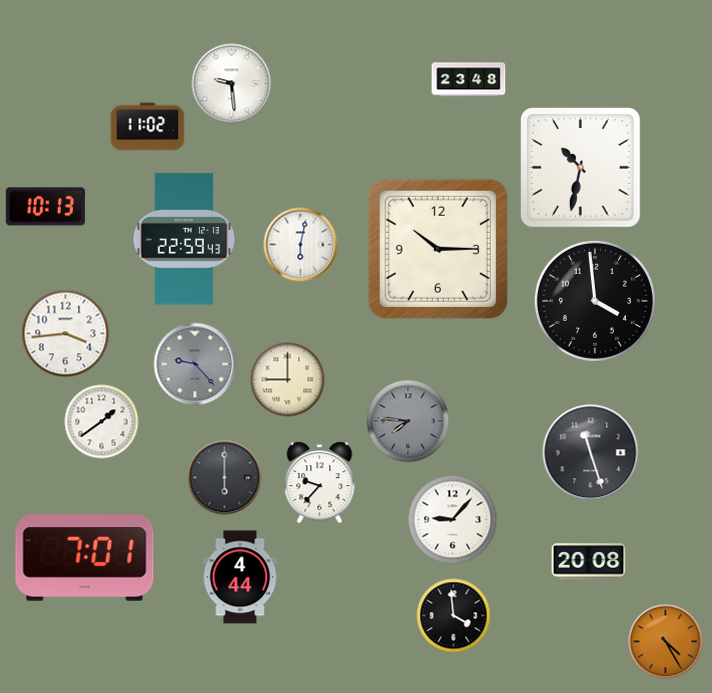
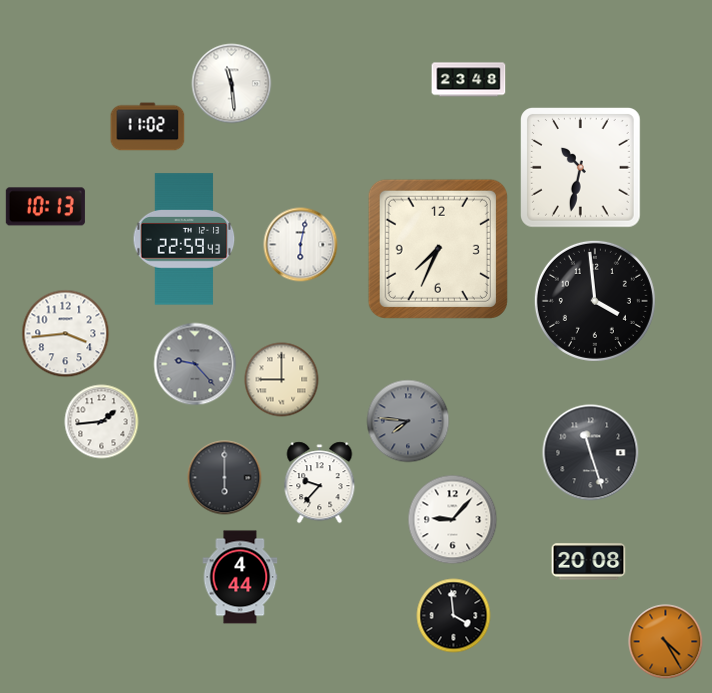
clock at (232, 84): 9:29 -> 11:29
clock at (438, 249): 10:15 -> 7:34
clock at (288, 380) position: (288, 380) -> (282, 380)
clock at (102, 422): 1:39 -> 1:44
clock at (85, 558): 7:01 -> none
